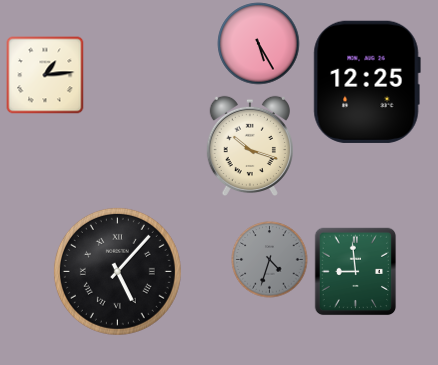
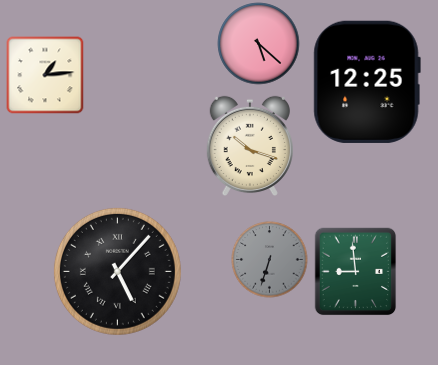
clock at (259, 44): 5:25 -> 5:22
clock at (270, 260): 4:33 -> 6:33
